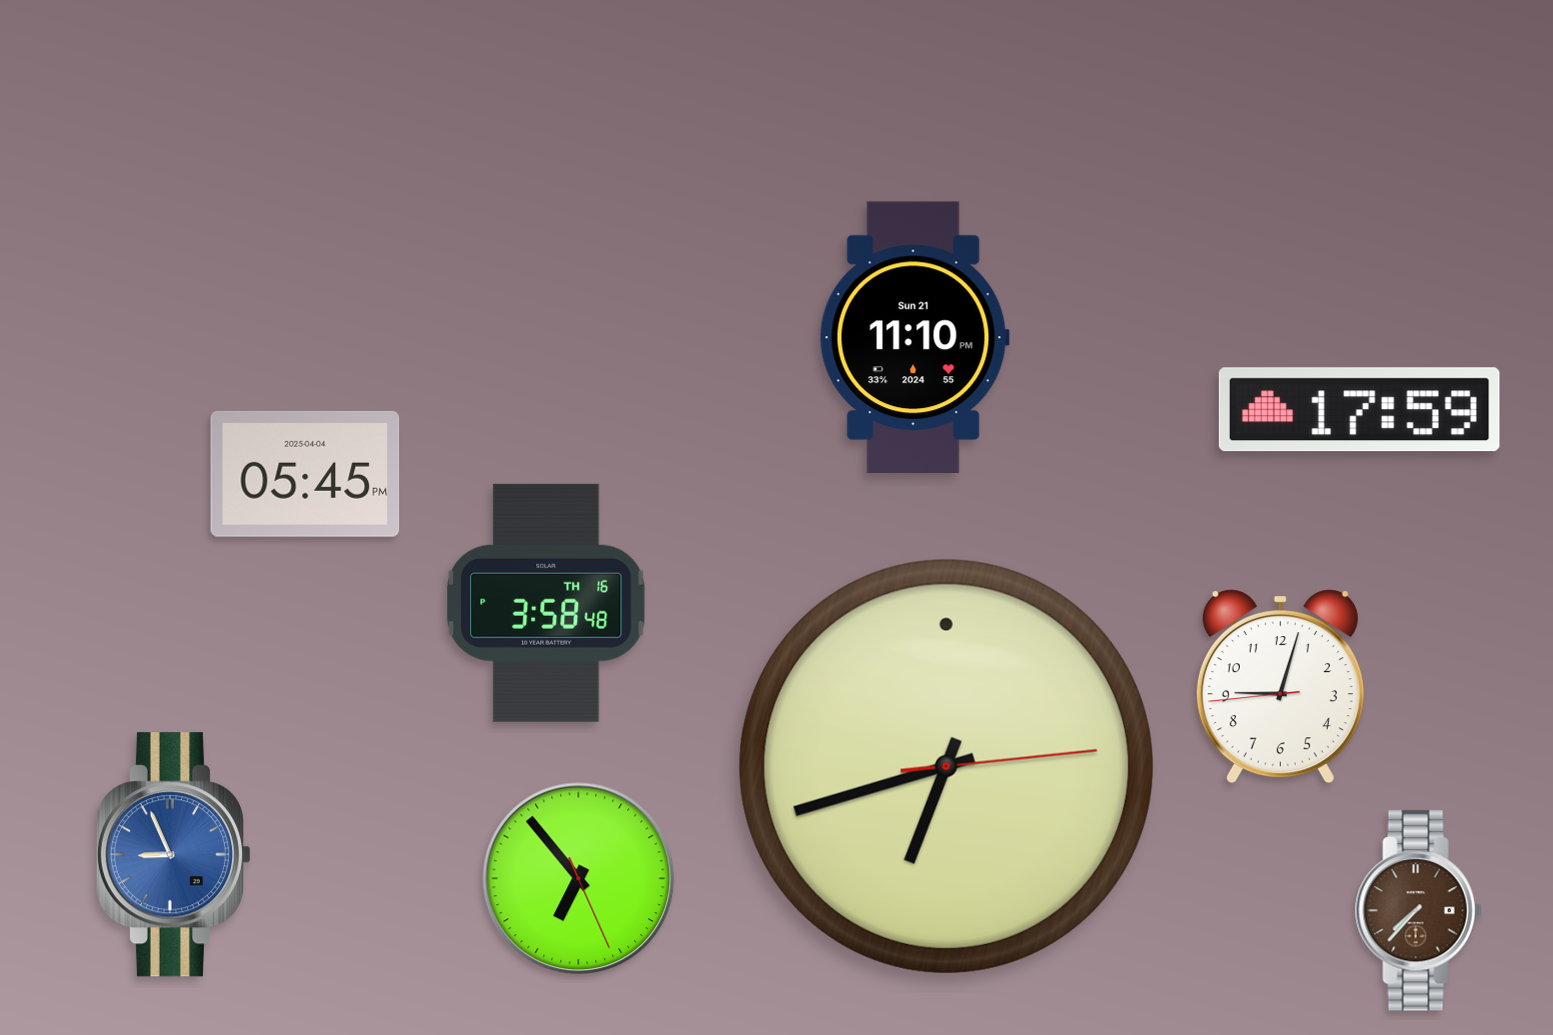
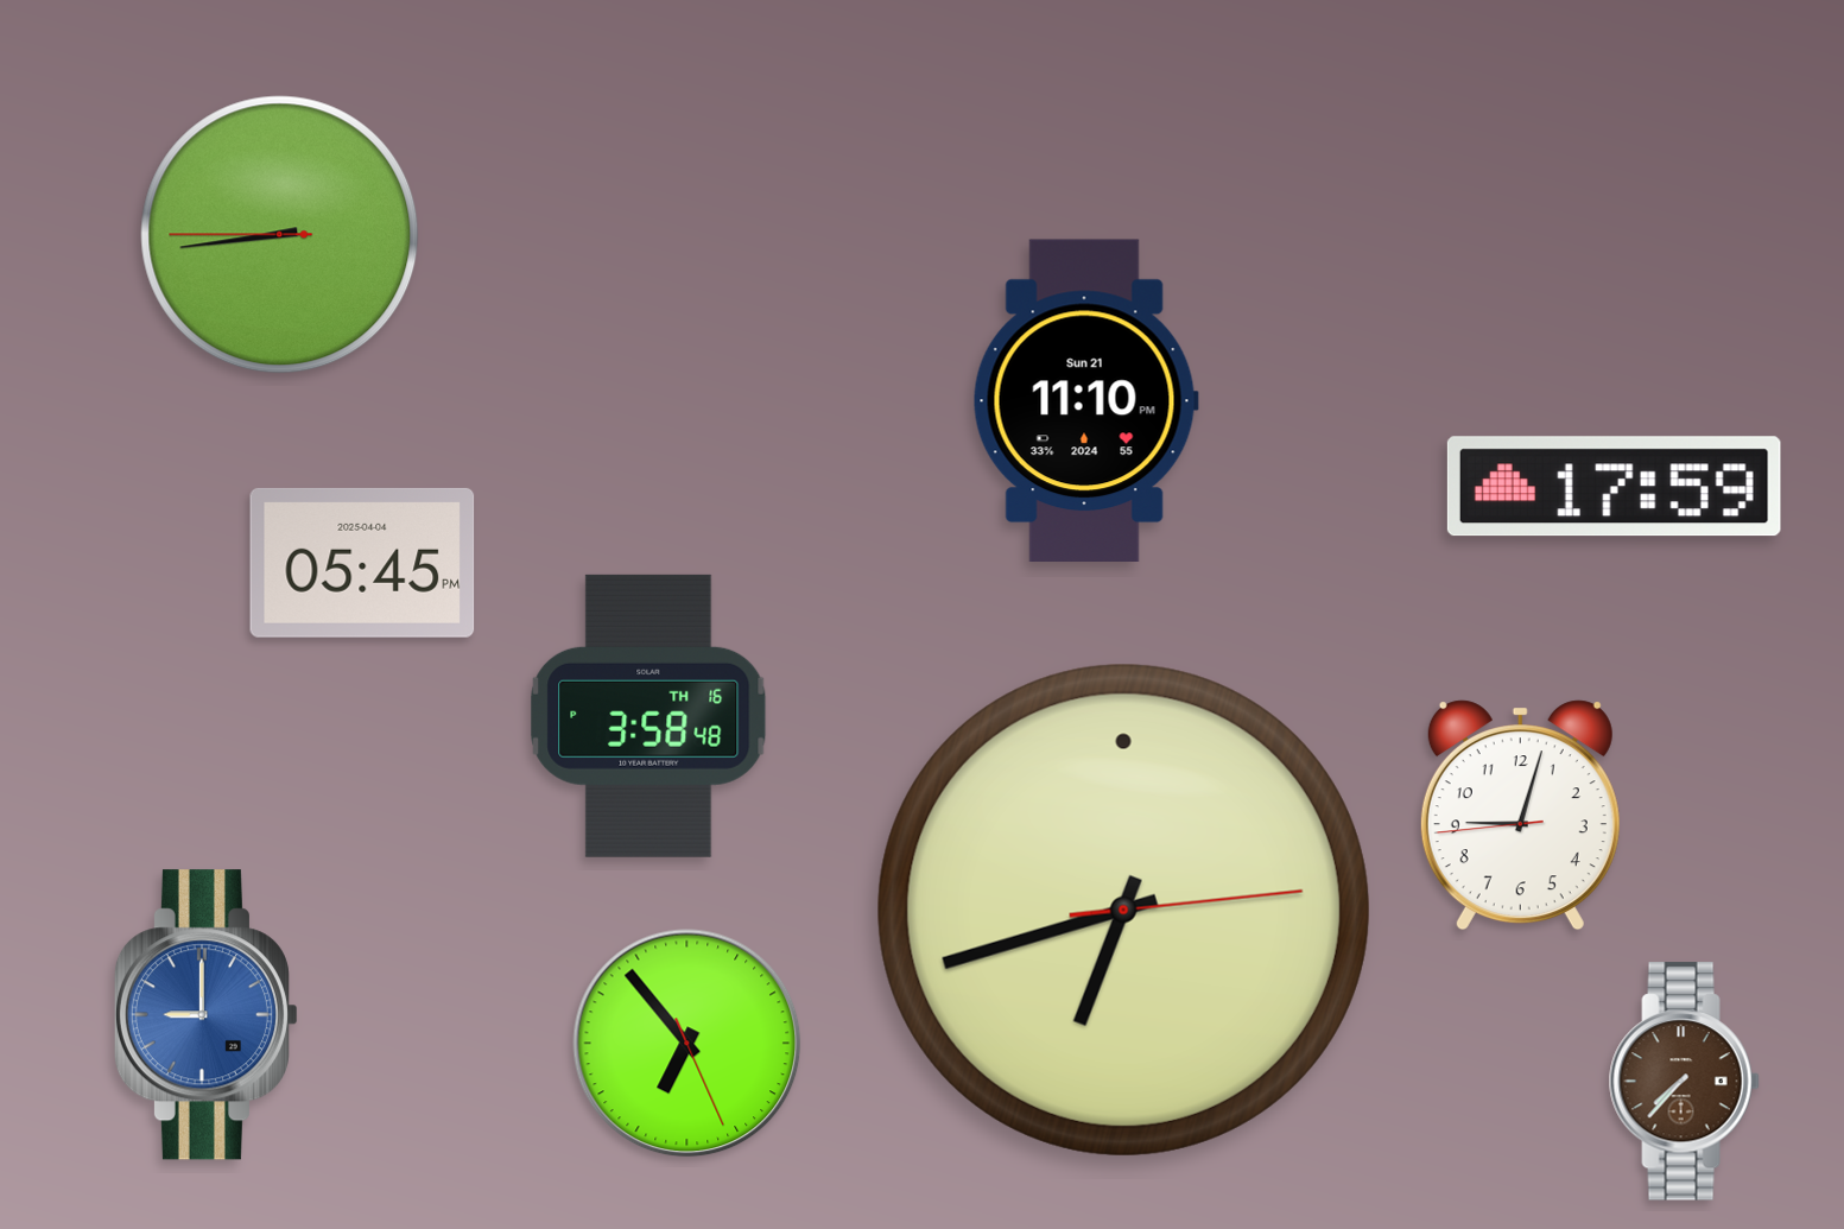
clock at (280, 235): none -> 8:43
clock at (173, 855): 8:56 -> 9:00
